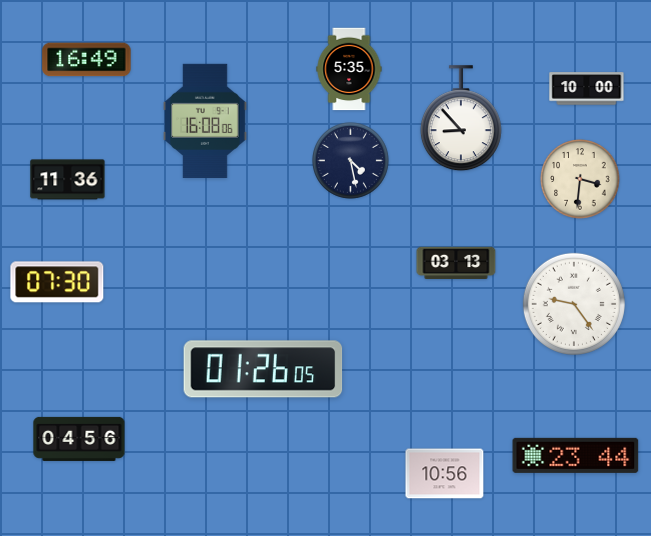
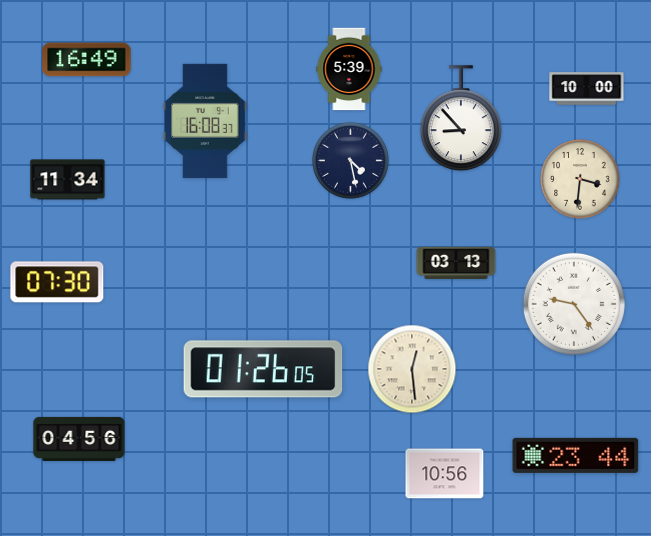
clock at (349, 69): 5:35 -> 5:39
clock at (206, 121): 16:08:06 -> 16:08:37
clock at (68, 180): 11:36 -> 11:34
clock at (412, 369): none -> 12:29
